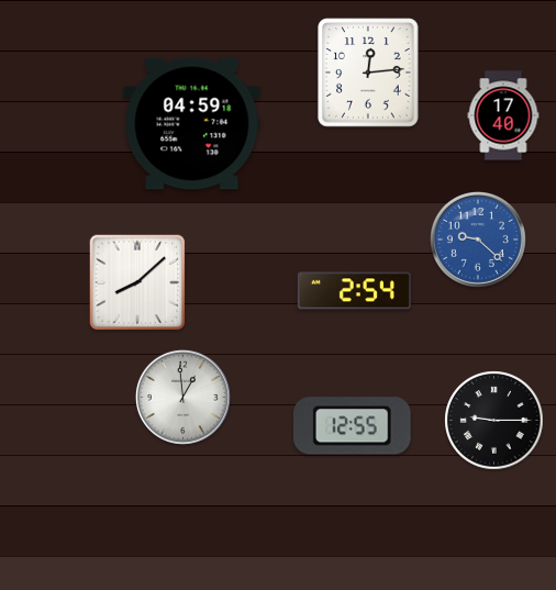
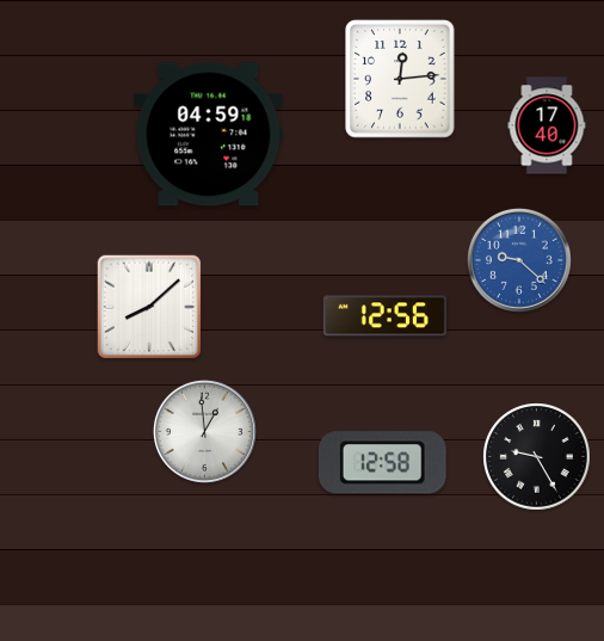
clock at (354, 291): 2:54 -> 12:56
clock at (182, 397) position: (182, 397) -> (204, 431)
clock at (494, 421): 9:15 -> 9:25
clock at (352, 426): 12:55 -> 12:58
